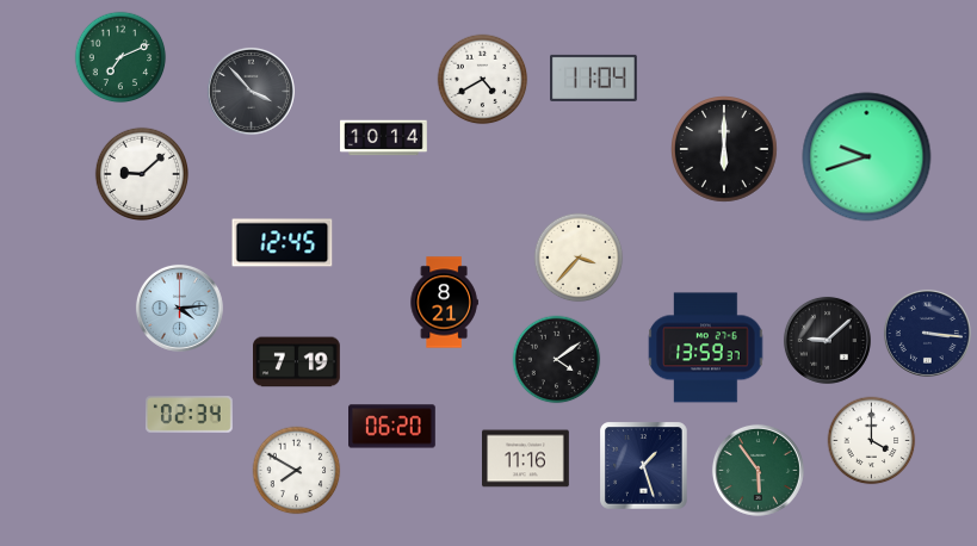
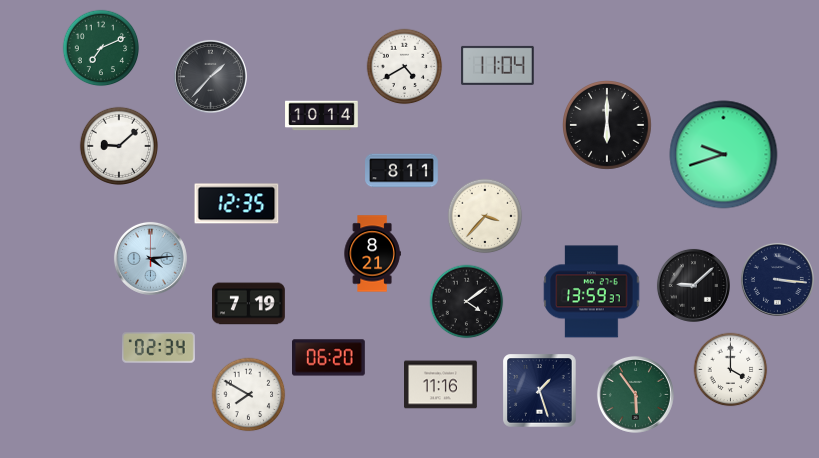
clock at (251, 91): 3:53 -> 1:37
clock at (867, 157) position: (867, 157) -> (724, 155)
clock at (402, 171): none -> 8:11
clock at (283, 243): 12:45 -> 12:35
